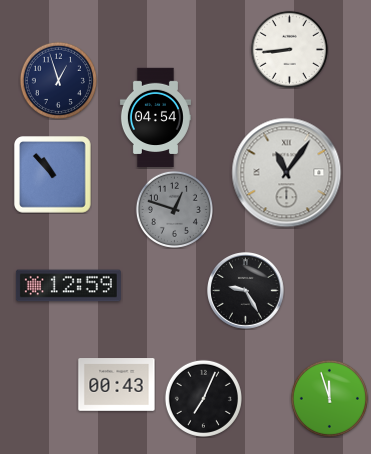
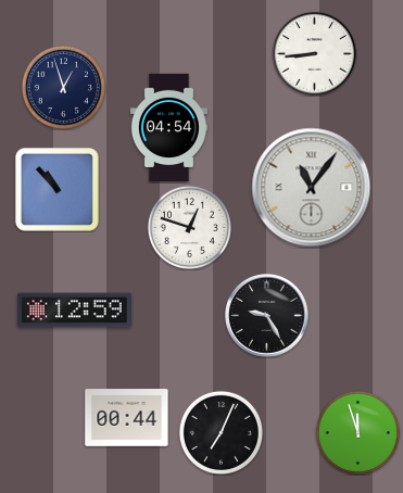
clock at (174, 209) dial: grey -> white
clock at (117, 385): 00:43 -> 00:44
